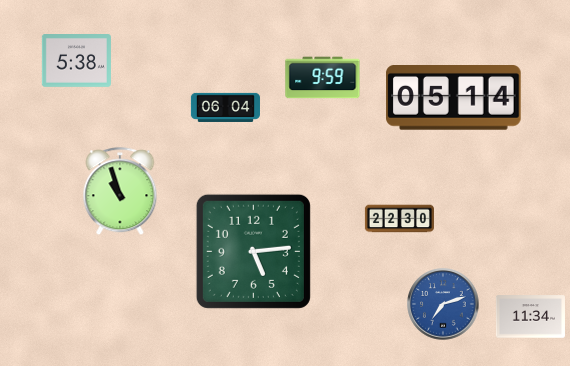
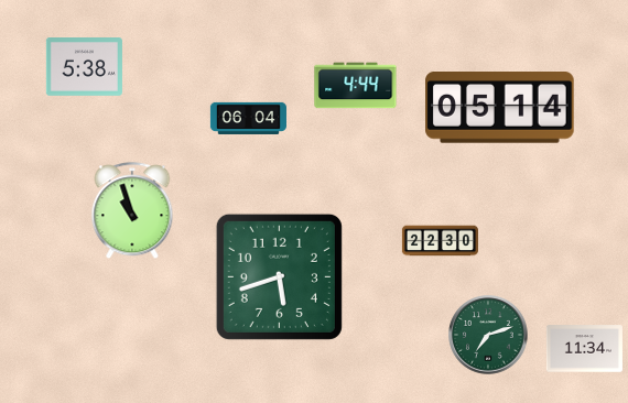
clock at (323, 78): 9:59 -> 4:44
clock at (253, 251): 5:14 -> 5:42
clock at (443, 304) dial: blue -> green
